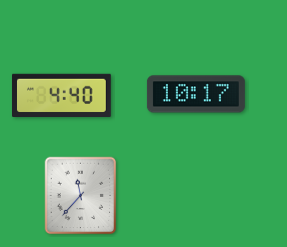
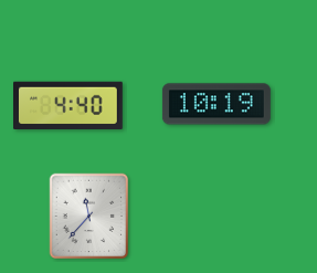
clock at (196, 94): 10:17 -> 10:19
